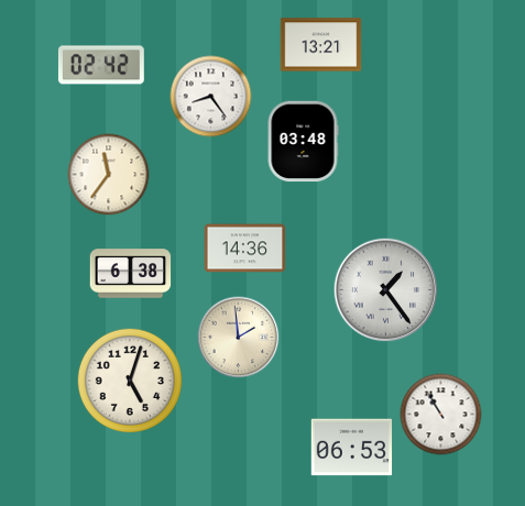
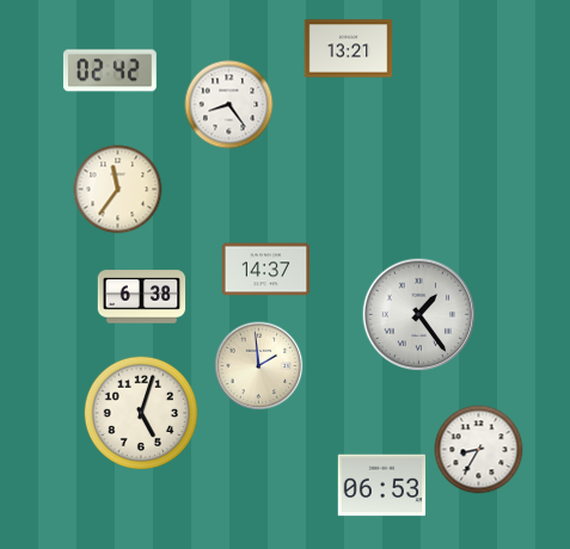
clock at (303, 142): 03:48 -> none
clock at (245, 249): 14:36 -> 14:37
clock at (441, 415): 10:55 -> 8:35
